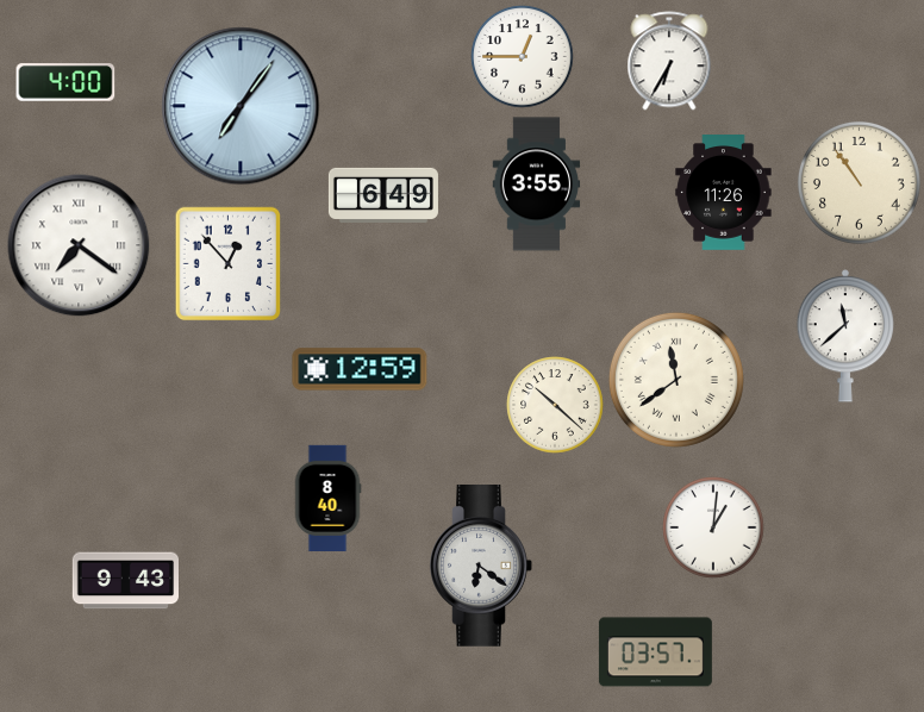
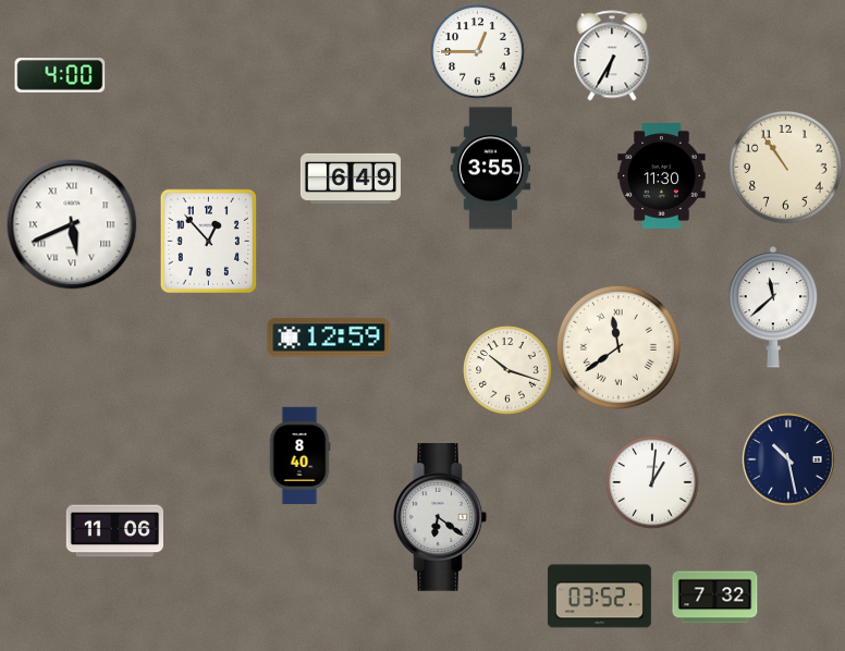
clock at (241, 106): 7:06 -> none
clock at (724, 193): 11:26 -> 11:30
clock at (79, 245): 7:21 -> 5:41
clock at (555, 405): 10:22 -> 10:18
clock at (788, 459): none -> 10:28
clock at (126, 581): 9:43 -> 11:06
clock at (655, 652): 03:57 -> 03:52
clock at (715, 598): none -> 7:32
